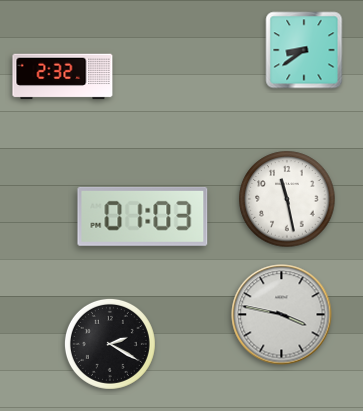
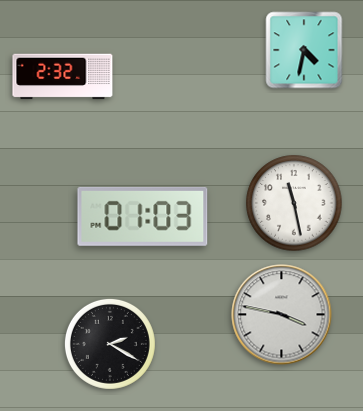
clock at (304, 50): 8:39 -> 4:32
clock at (287, 199) position: (287, 199) -> (294, 203)
